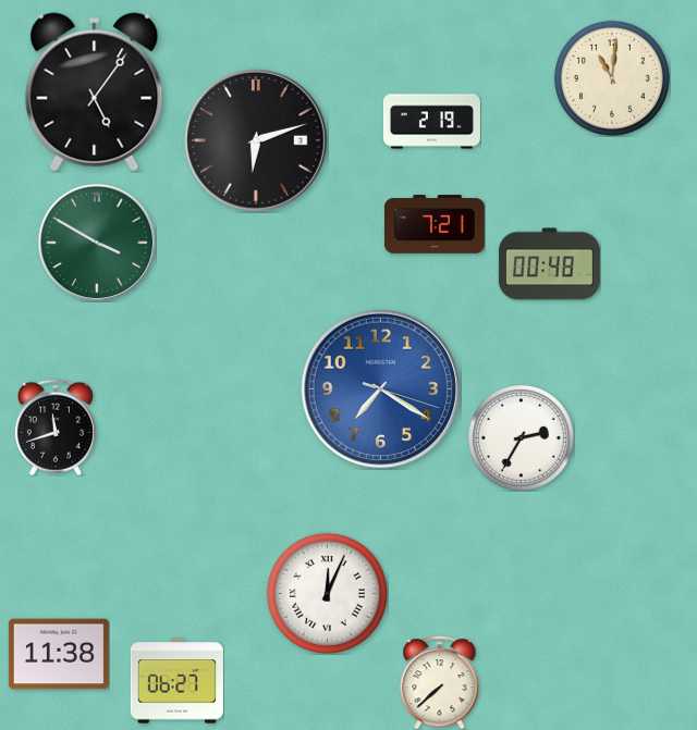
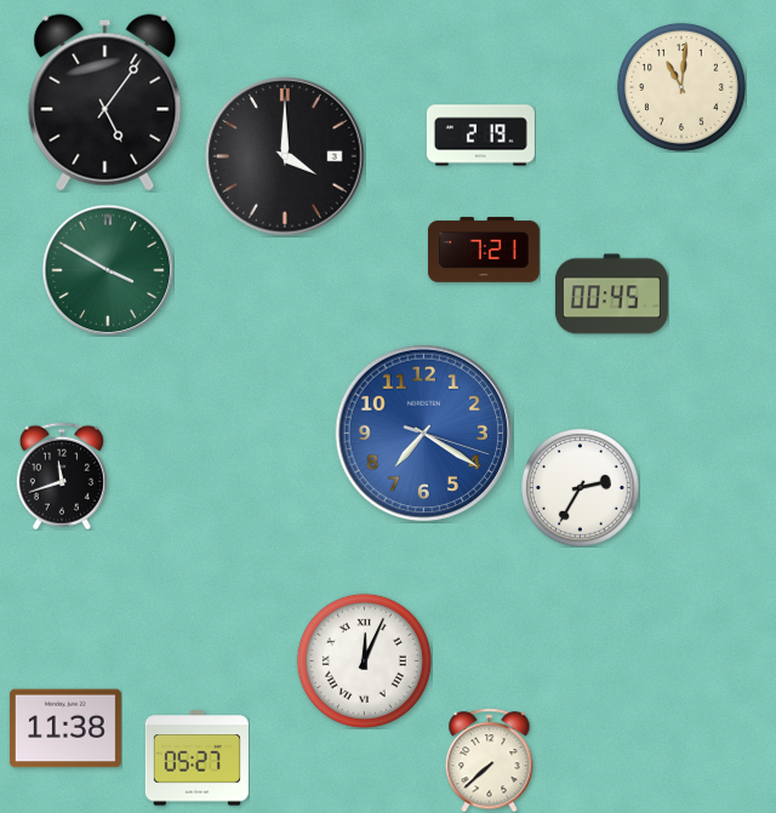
clock at (256, 140): 6:12 -> 4:00
clock at (550, 264): 00:48 -> 00:45
clock at (176, 681): 06:27 -> 05:27
